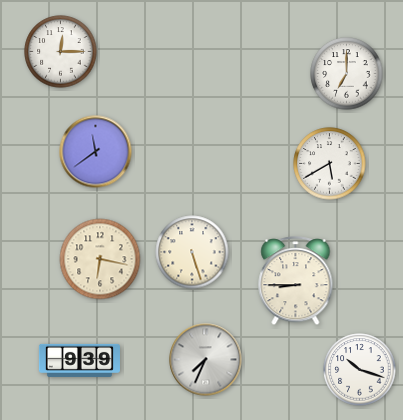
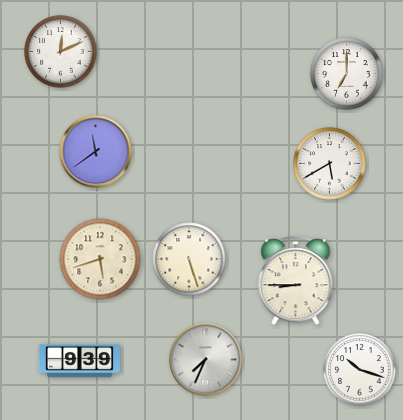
clock at (61, 52): 12:15 -> 12:11
clock at (192, 252) position: (192, 252) -> (189, 259)
clock at (100, 259): 6:17 -> 5:42
